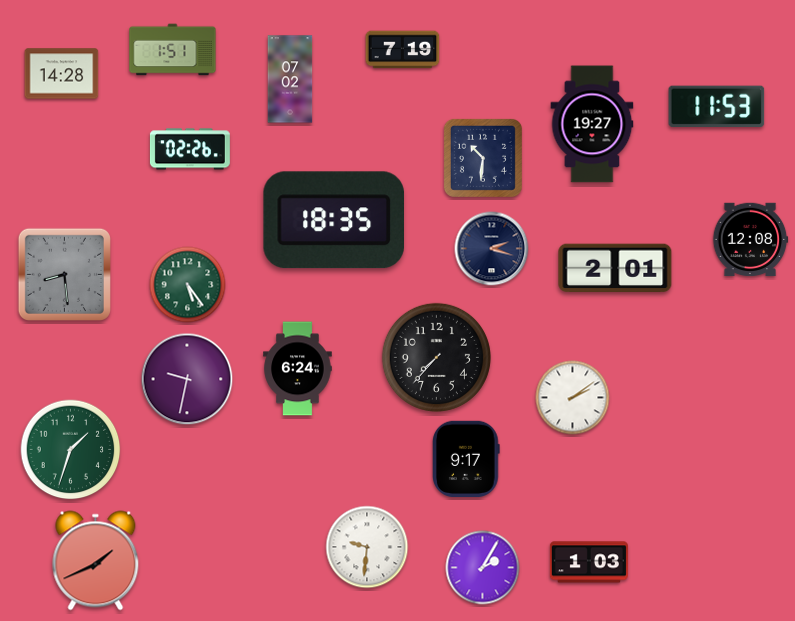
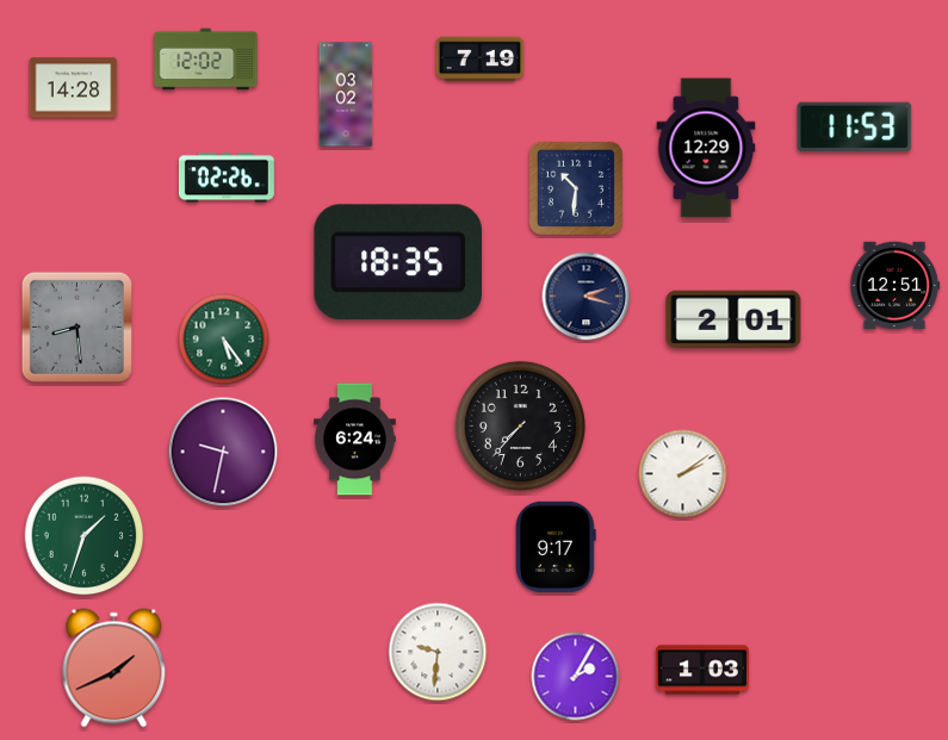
clock at (173, 50): 1:51 -> 12:02
clock at (290, 79): 07:02 -> 03:02
clock at (592, 124): 19:27 -> 12:29
clock at (750, 240): 12:08 -> 12:51
